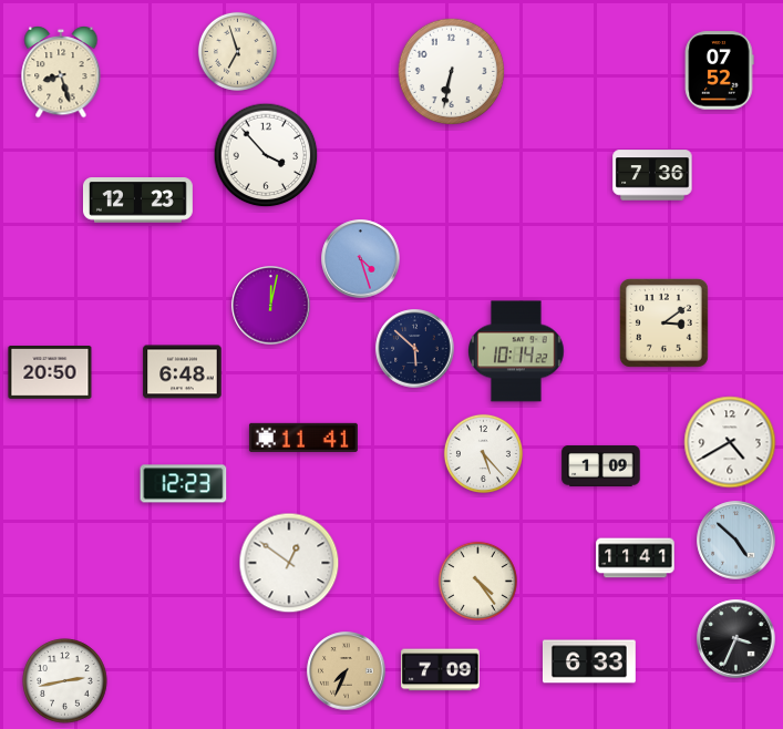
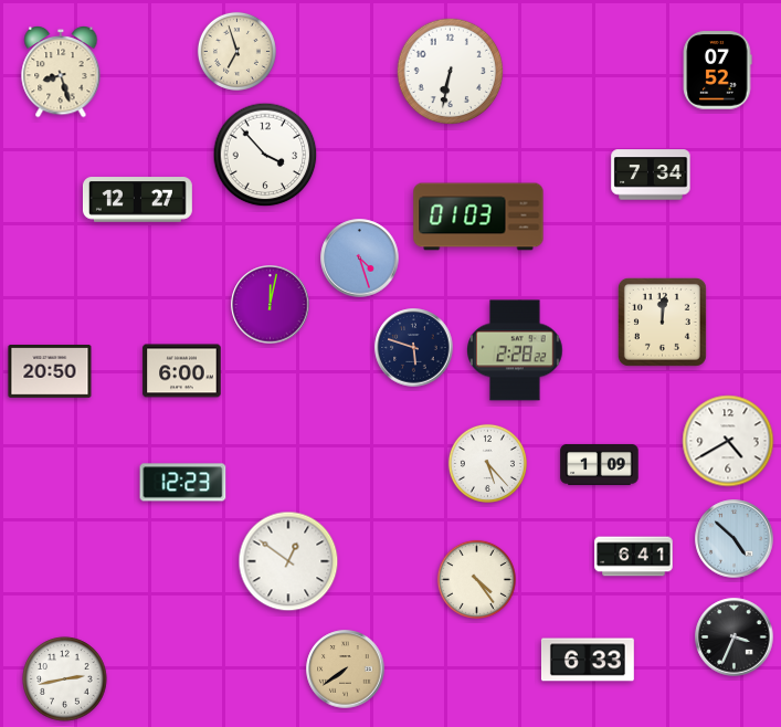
clock at (652, 175): 7:36 -> 7:34
clock at (137, 201): 12:23 -> 12:27
clock at (478, 217): none -> 01:03
clock at (663, 322): 3:09 -> 12:01
clock at (415, 349): 5:52 -> 5:48
clock at (517, 351): 10:14 -> 2:28
clock at (183, 372): 6:48 -> 6:00
clock at (303, 438): 11:41 -> none
clock at (483, 453) position: (483, 453) -> (487, 463)
clock at (636, 558): 11:41 -> 6:41
clock at (441, 670): 7:09 -> none
clock at (347, 671): 7:34 -> 7:39
